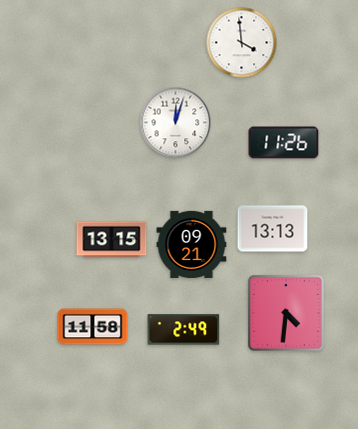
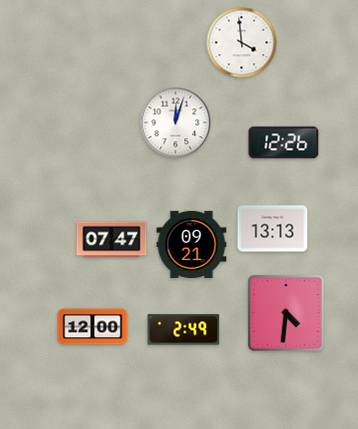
clock at (284, 143): 11:26 -> 12:26
clock at (112, 240): 13:15 -> 07:47
clock at (93, 327): 11:58 -> 12:00
